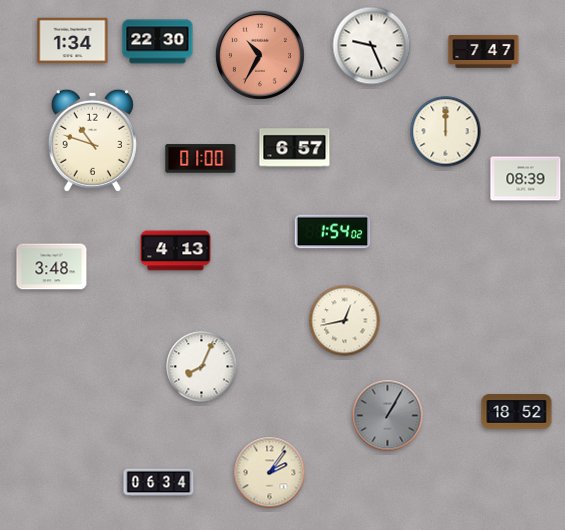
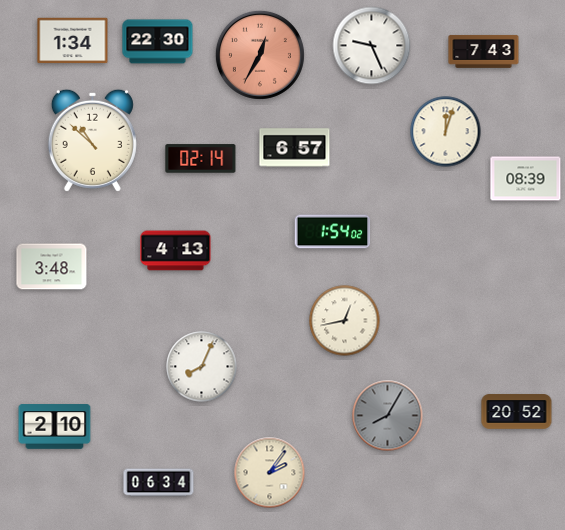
clock at (484, 52): 7:47 -> 7:43
clock at (260, 55): 10:35 -> 12:35
clock at (446, 132): 12:00 -> 12:03
clock at (92, 140): 10:48 -> 10:52
clock at (201, 159): 01:00 -> 02:14
clock at (517, 412): 18:52 -> 20:52
clock at (388, 416): 1:05 -> 8:05
clock at (55, 427): none -> 2:10
